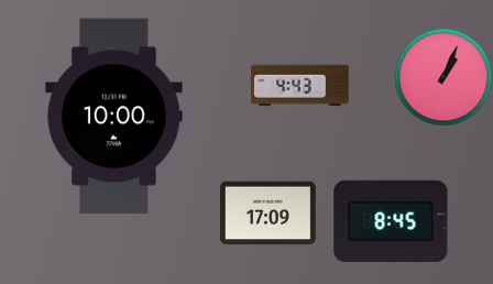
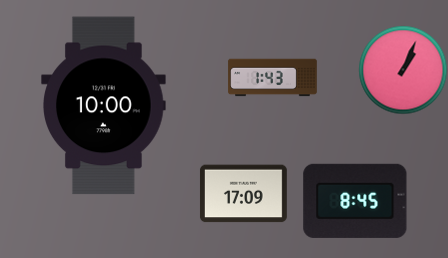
clock at (300, 86): 4:43 -> 1:43
